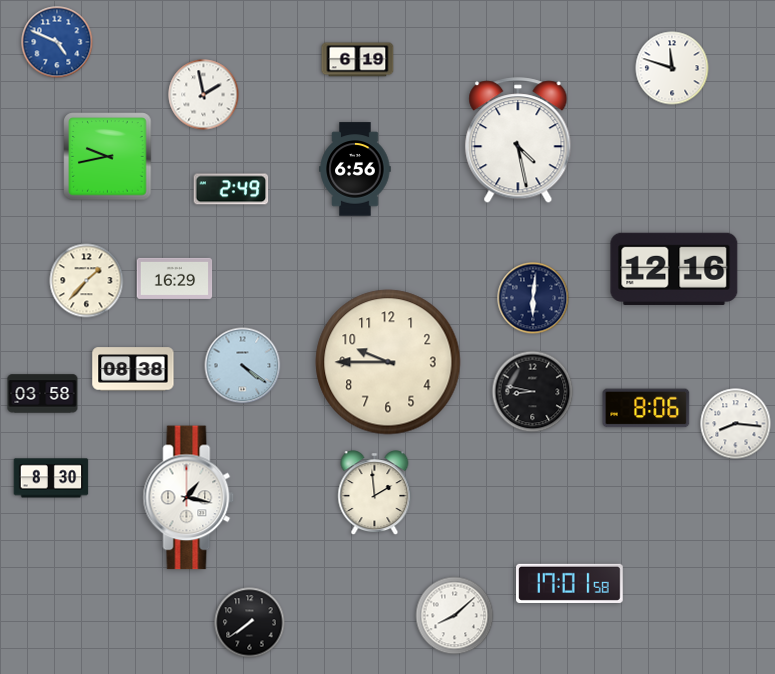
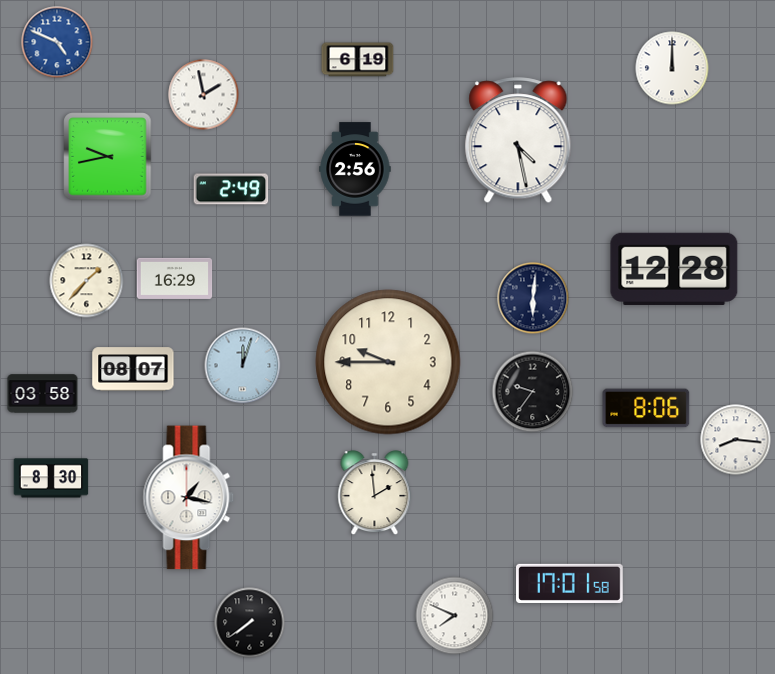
clock at (672, 68): 11:48 -> 12:00
clock at (355, 169): 6:56 -> 2:56
clock at (674, 269): 12:16 -> 12:28
clock at (243, 366): 4:21 -> 12:03
clock at (133, 369): 08:38 -> 08:07
clock at (533, 392): 8:47 -> 9:36
clock at (736, 424) position: (736, 424) -> (736, 440)
clock at (455, 616): 8:08 -> 7:49
